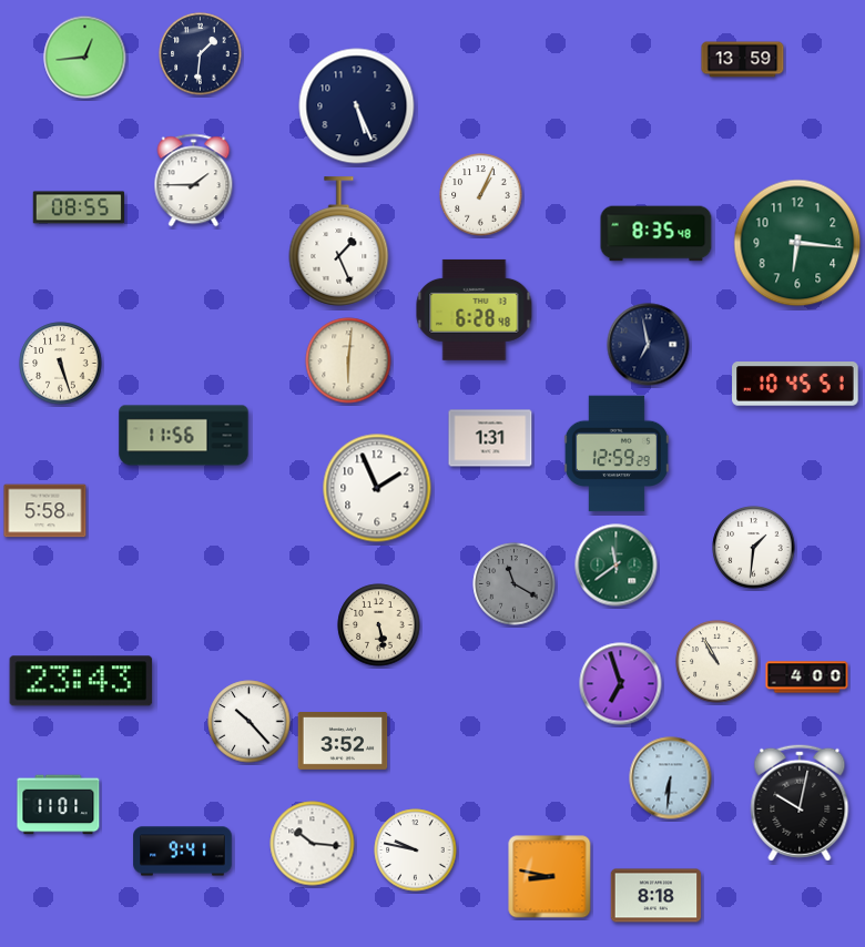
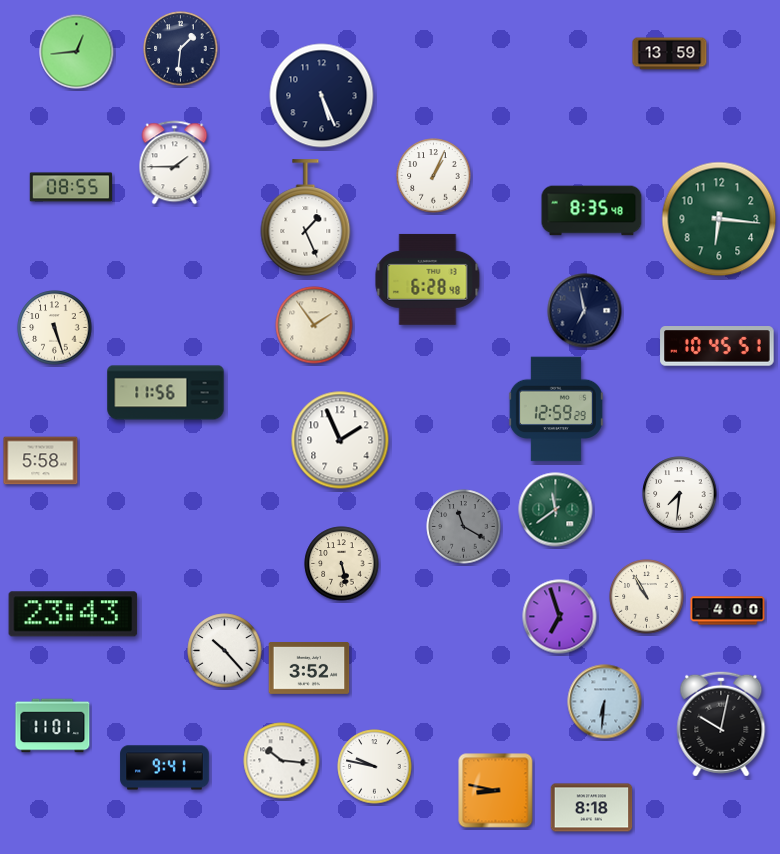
clock at (348, 360): 6:01 -> 1:54
clock at (490, 438): 1:31 -> none
clock at (754, 548): 1:31 -> 7:31
